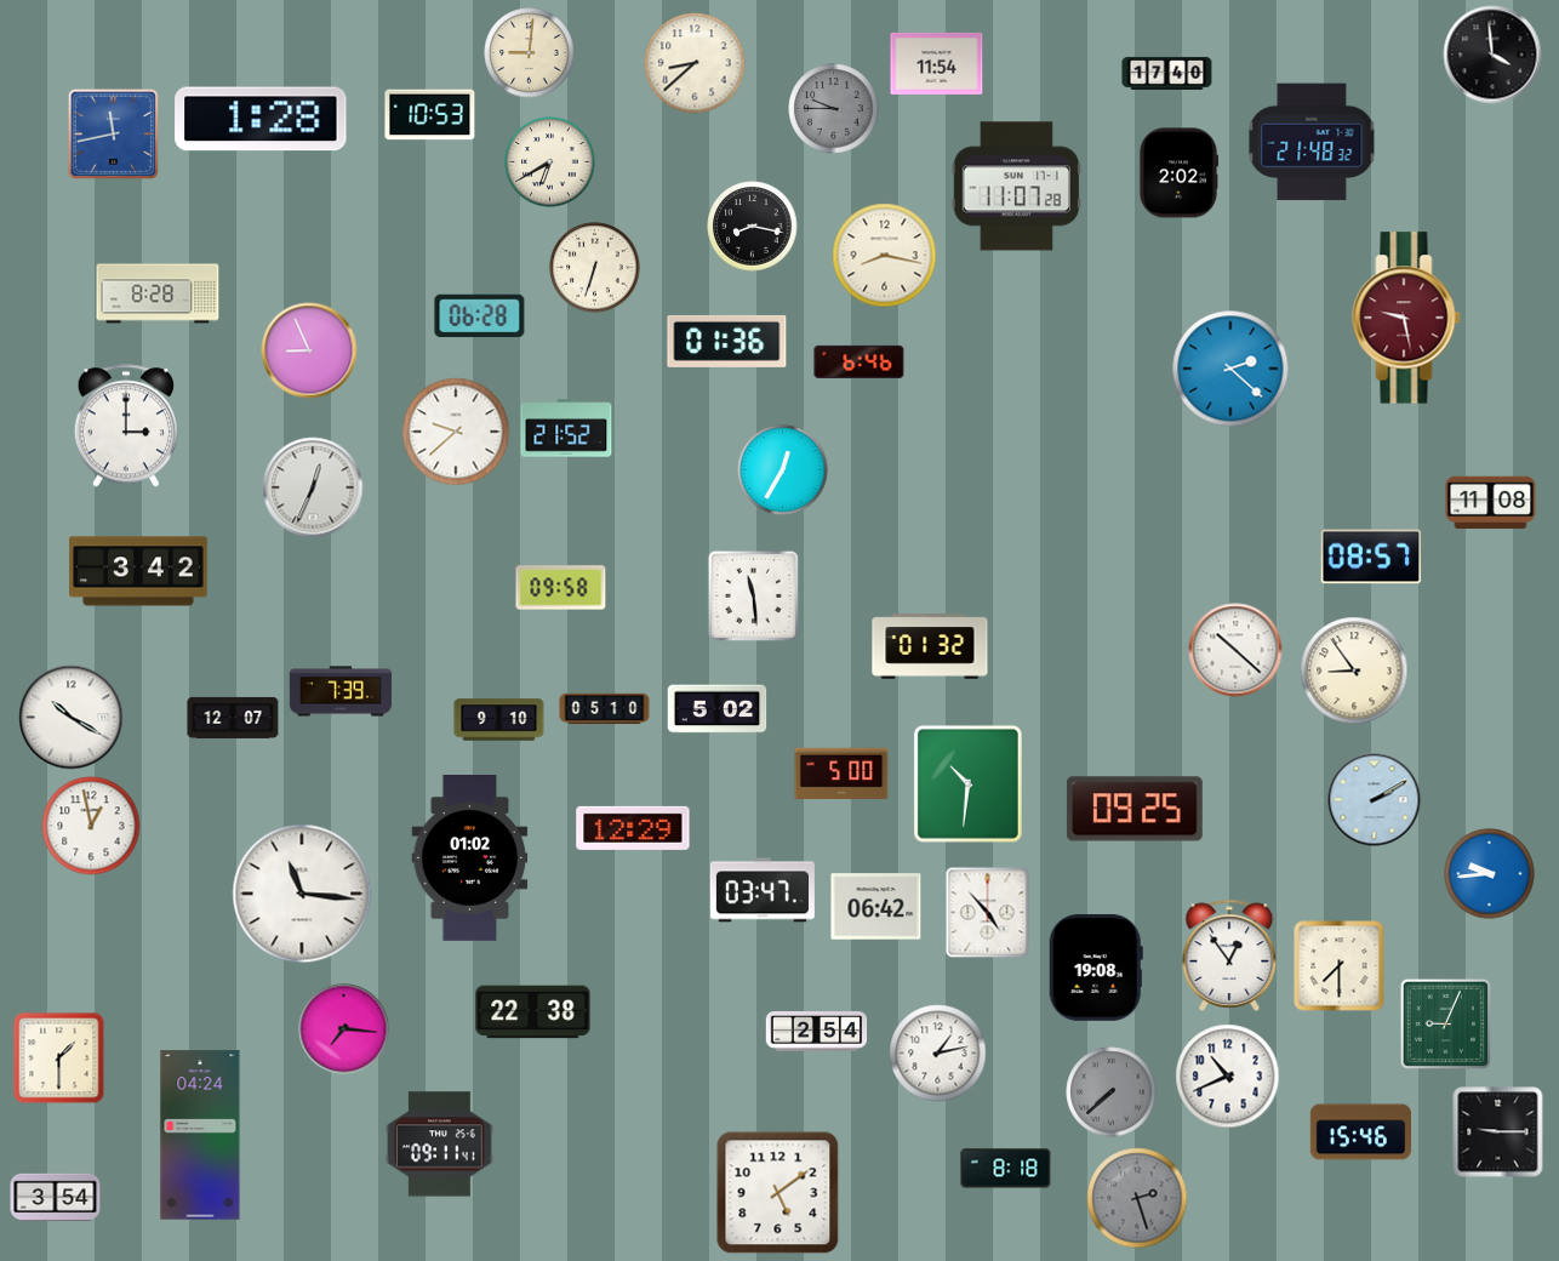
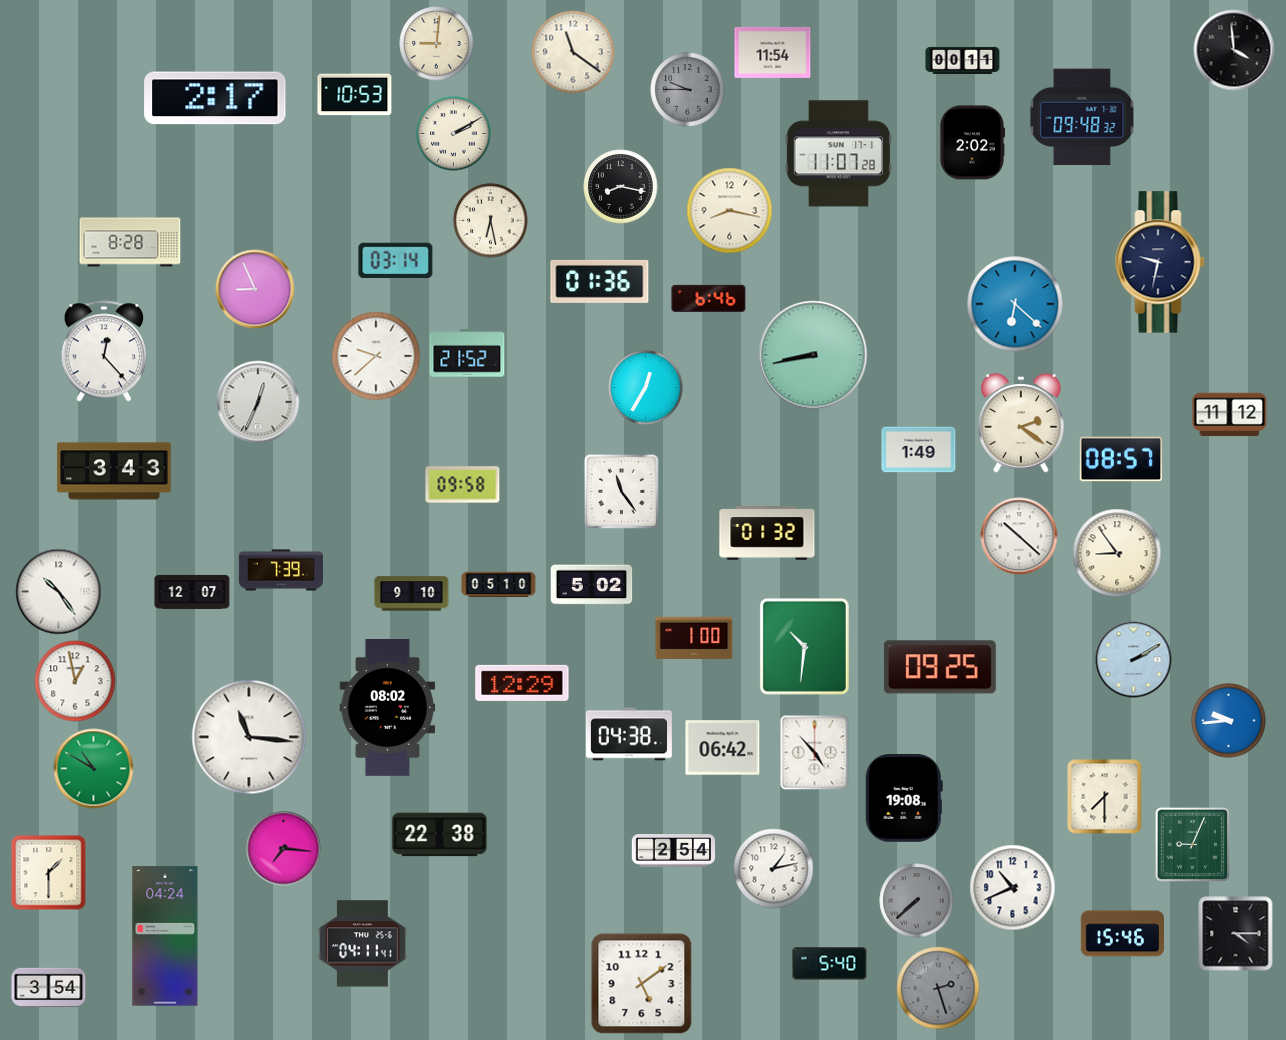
clock at (1492, 55) position: (1492, 55) -> (1234, 50)
clock at (695, 63): 8:38 -> 11:21
clock at (1167, 73): 17:40 -> 00:11
clock at (261, 119): 1:28 -> 2:17
clock at (113, 133): 11:43 -> none
clock at (1312, 142): 21:48 -> 09:48
clock at (550, 162): 6:40 -> 2:10
clock at (595, 268): 6:33 -> 6:28
clock at (480, 316): 06:28 -> 03:14
clock at (1406, 318): 9:28 -> 9:32
clock at (1406, 318) dial: burgundy -> navy
clock at (1230, 369): 2:22 -> 6:22
clock at (125, 426): 3:00 -> 12:23
clock at (813, 355): none -> 8:43
clock at (1491, 503): 11:08 -> 11:12
clock at (1021, 423): none -> 2:21
clock at (919, 450): none -> 1:49
clock at (1371, 557) position: (1371, 557) -> (1121, 459)
clock at (138, 571): 3:42 -> 3:43
clock at (753, 595): 11:29 -> 11:24
clock at (72, 718): 10:20 -> 10:24
clock at (841, 772): 5:00 -> 1:00
clock at (967, 783) position: (967, 783) -> (804, 646)
clock at (1135, 809) position: (1135, 809) -> (940, 667)
clock at (470, 858): 01:02 -> 08:02
clock at (763, 890): 03:47 -> 04:38
clock at (94, 769): none -> 10:50
clock at (1229, 955): 12:54 -> none
clock at (1498, 1132): 9:15 -> 4:15
clock at (440, 1145): 09:11 -> 04:11
clock at (1006, 1169): 8:18 -> 5:40
clock at (56, 1198) position: (56, 1198) -> (49, 988)
